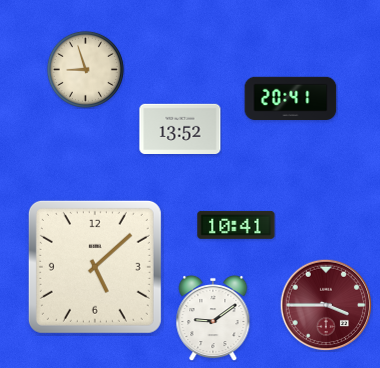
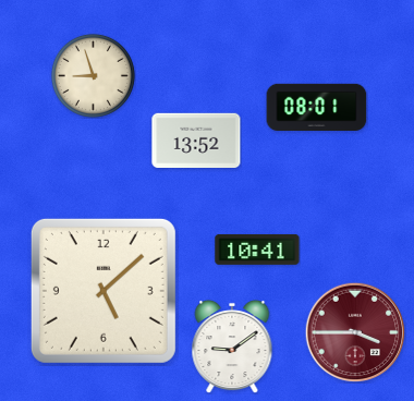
clock at (291, 98): 20:41 -> 08:01
clock at (236, 225) position: (236, 225) -> (257, 250)
